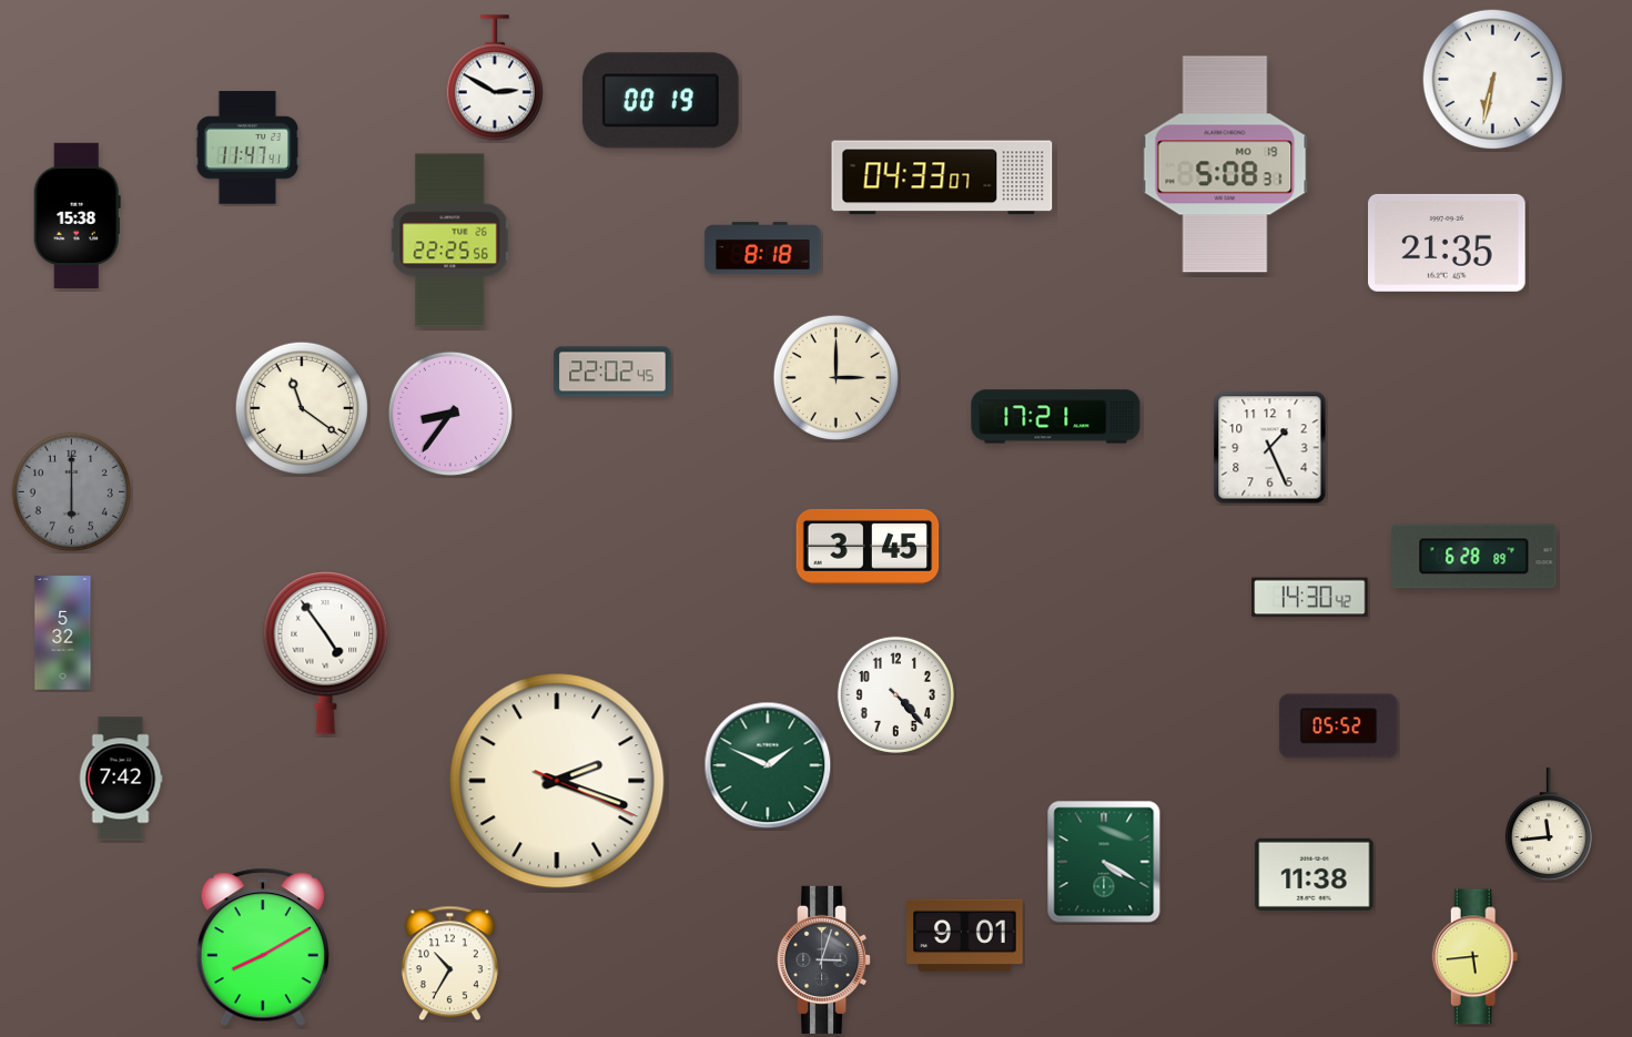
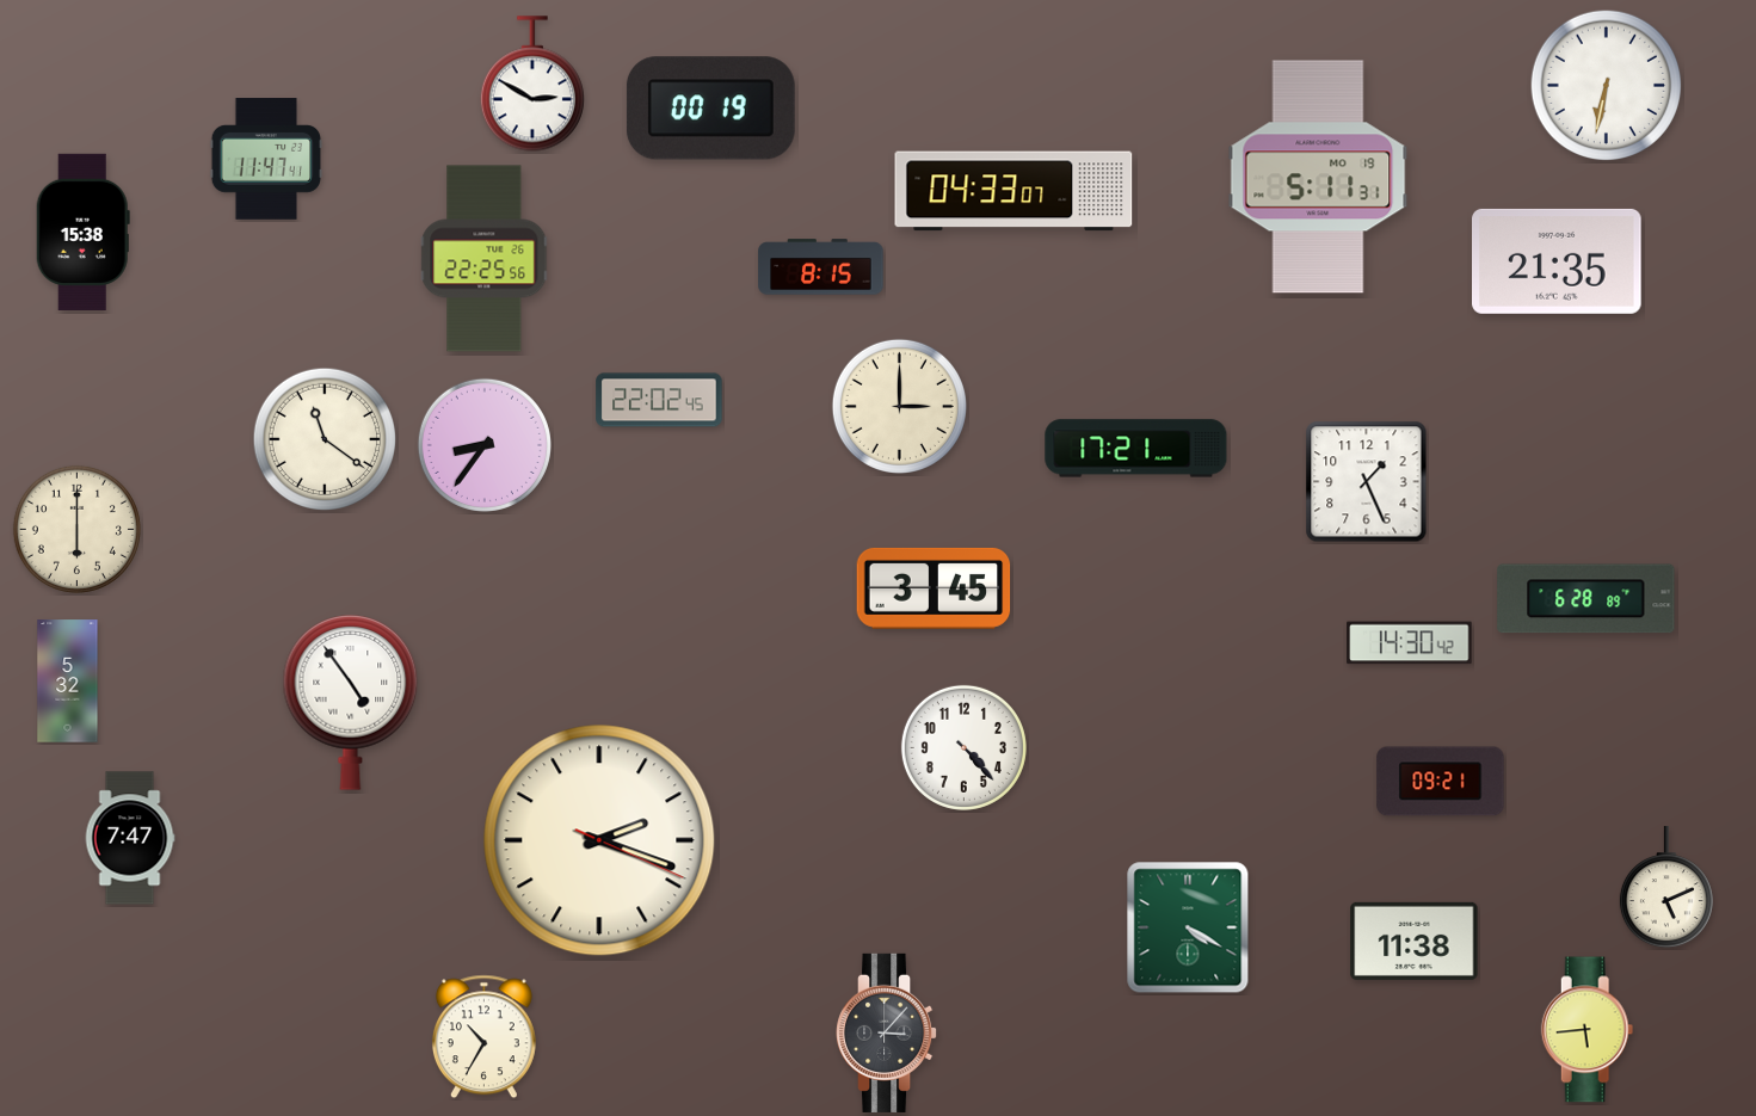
clock at (1225, 164): 5:08 -> 5:11
clock at (763, 248): 8:18 -> 8:15
clock at (71, 491) dial: grey -> cream
clock at (1339, 726): 05:52 -> 09:21
clock at (768, 765): 1:49 -> none
clock at (121, 779): 7:42 -> 7:47
clock at (1549, 825): 11:44 -> 5:11
clock at (965, 936): 9:01 -> none
clock at (263, 947): 8:10 -> none
clock at (825, 959): 3:03 -> 3:07
